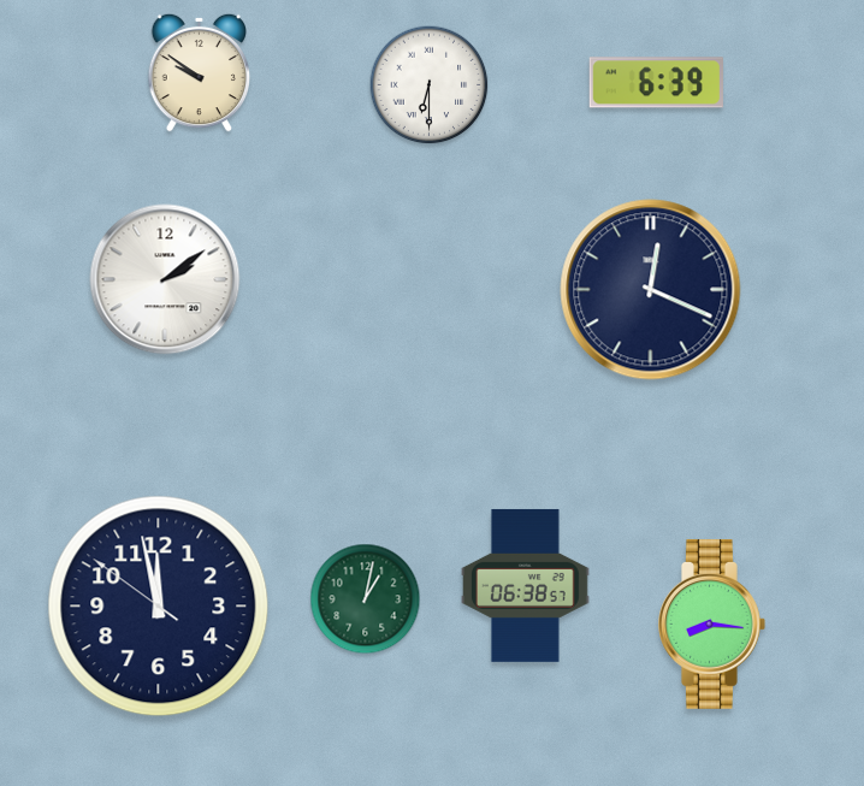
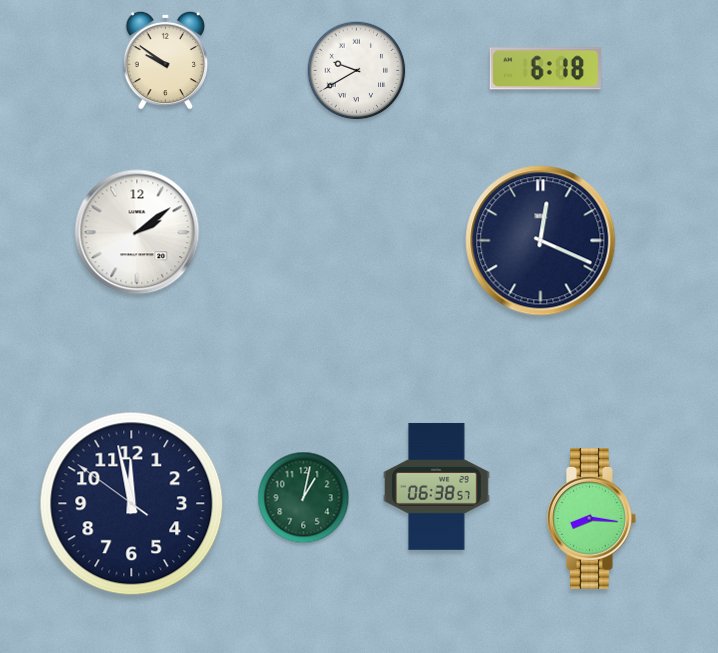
clock at (656, 83): 6:39 -> 6:18
clock at (430, 85): 6:30 -> 9:40
